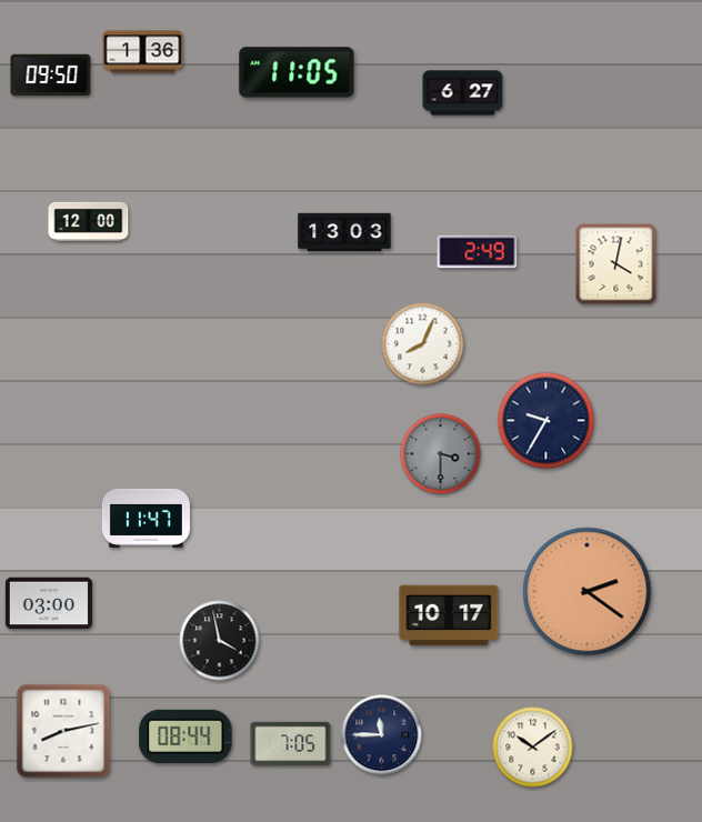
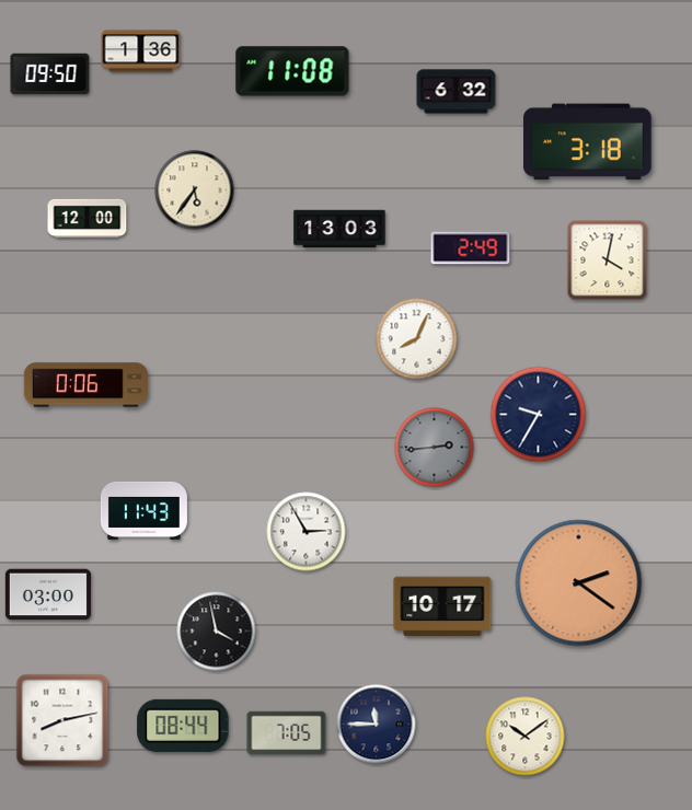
clock at (297, 72): 11:05 -> 11:08
clock at (463, 93): 6:27 -> 6:32
clock at (588, 142): none -> 3:18
clock at (195, 190): none -> 5:36
clock at (85, 385): none -> 0:06
clock at (441, 454): 3:30 -> 2:44
clock at (146, 518): 11:47 -> 11:43
clock at (307, 532): none -> 2:55
